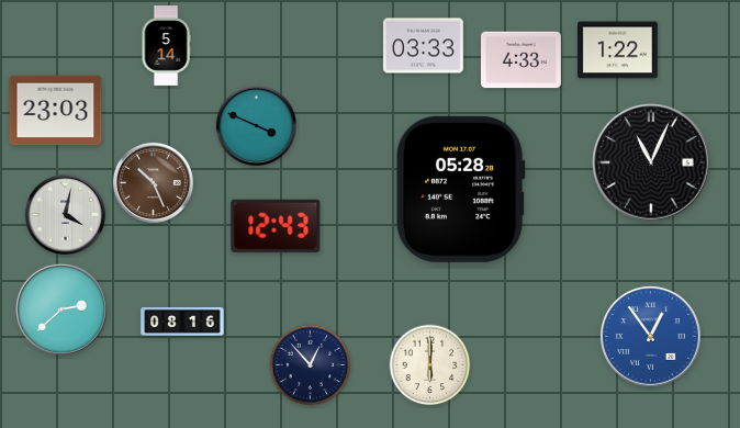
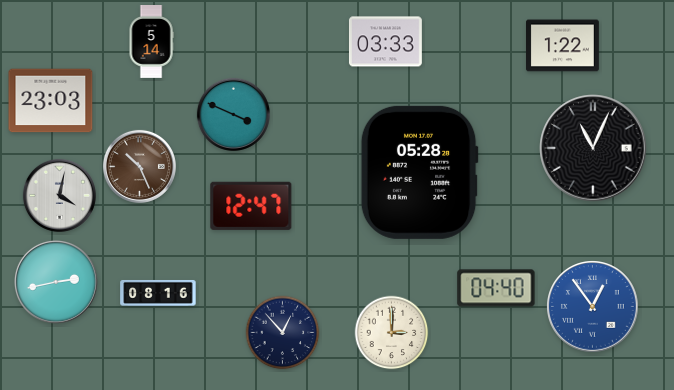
clock at (522, 60): 4:33 -> none
clock at (276, 226): 12:43 -> 12:47
clock at (61, 309): 2:38 -> 2:43
clock at (496, 288): none -> 04:40
clock at (182, 322) position: (182, 322) -> (158, 293)
clock at (430, 365): 6:00 -> 3:00
